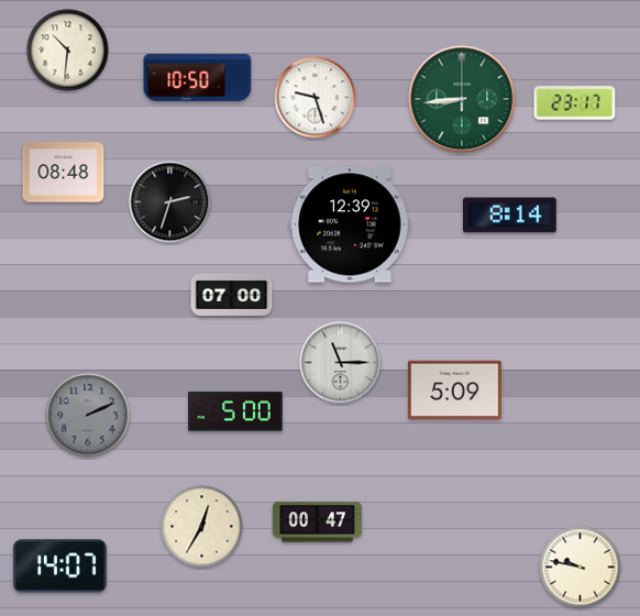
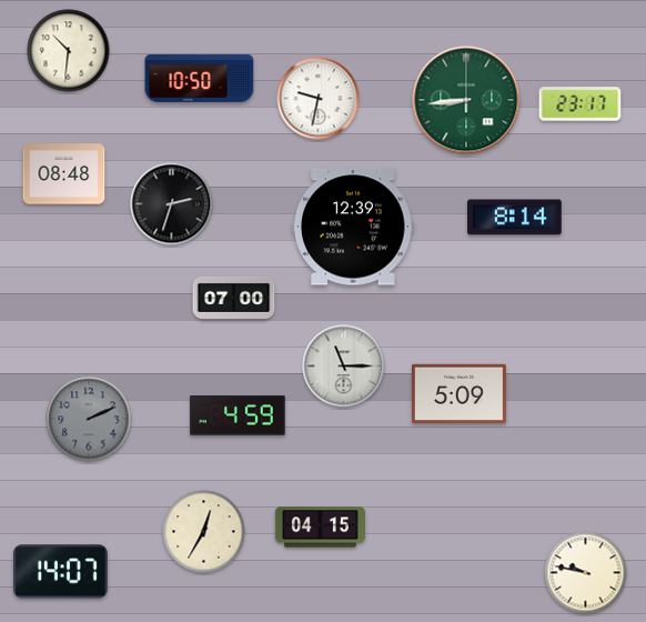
clock at (316, 98): 9:27 -> 9:32
clock at (235, 411): 5:00 -> 4:59
clock at (317, 522): 00:47 -> 04:15
